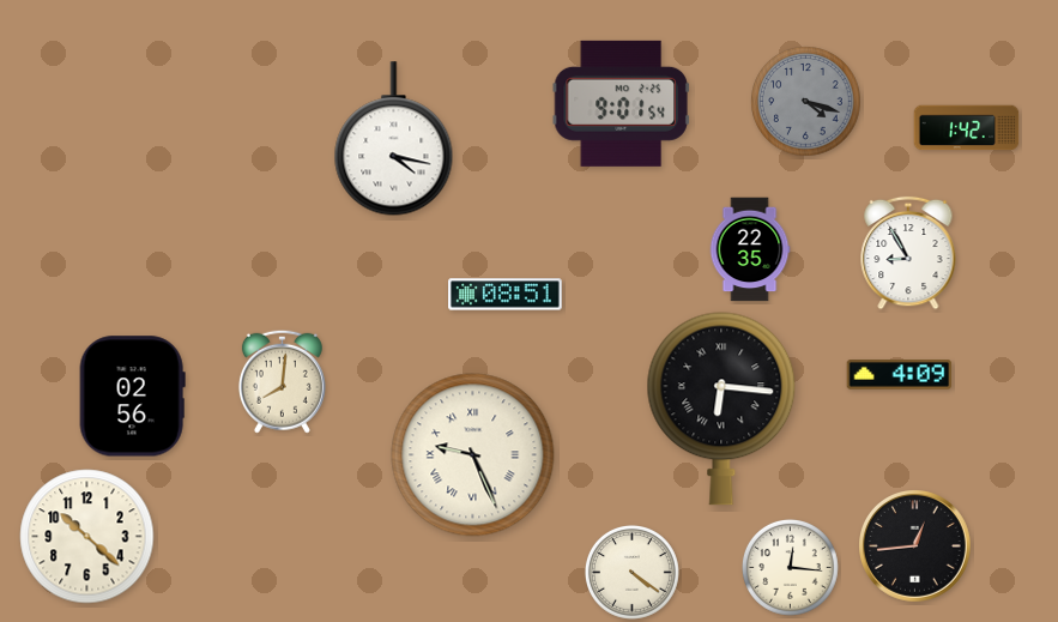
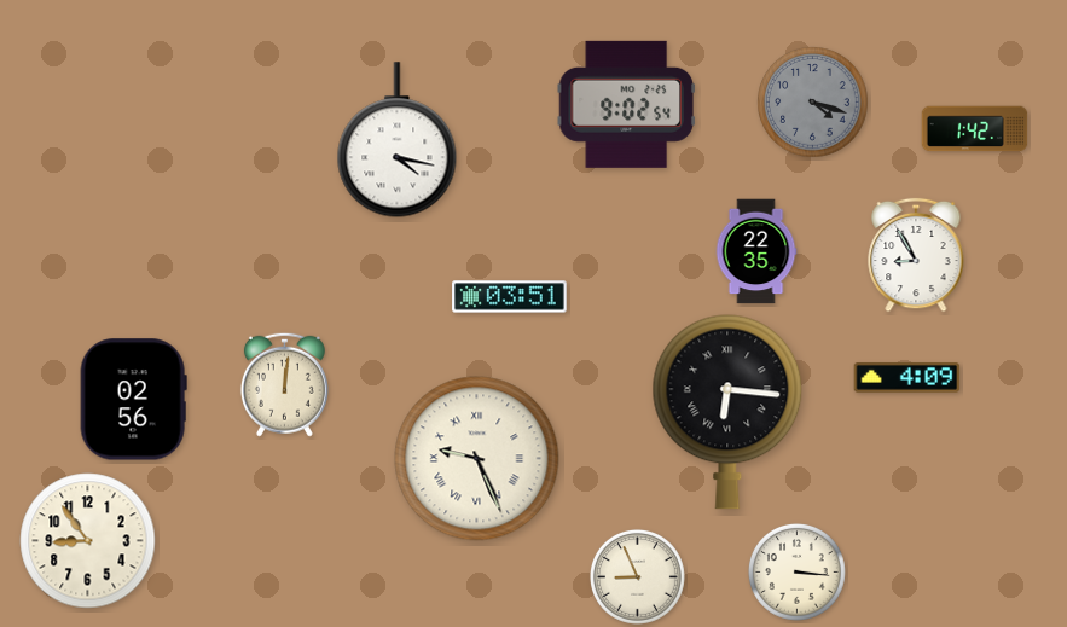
clock at (621, 103): 9:01 -> 9:02
clock at (506, 295): 08:51 -> 03:51
clock at (282, 381): 8:01 -> 12:01
clock at (87, 537): 10:22 -> 8:54
clock at (915, 546): 12:44 -> none
clock at (791, 568): 12:16 -> 3:16
clock at (631, 572): 4:21 -> 8:56
